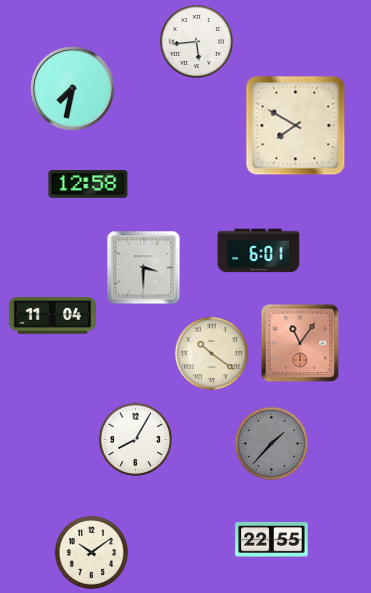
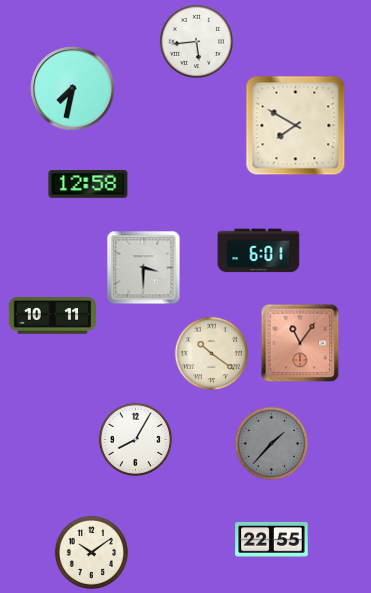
clock at (52, 316): 11:04 -> 10:11
